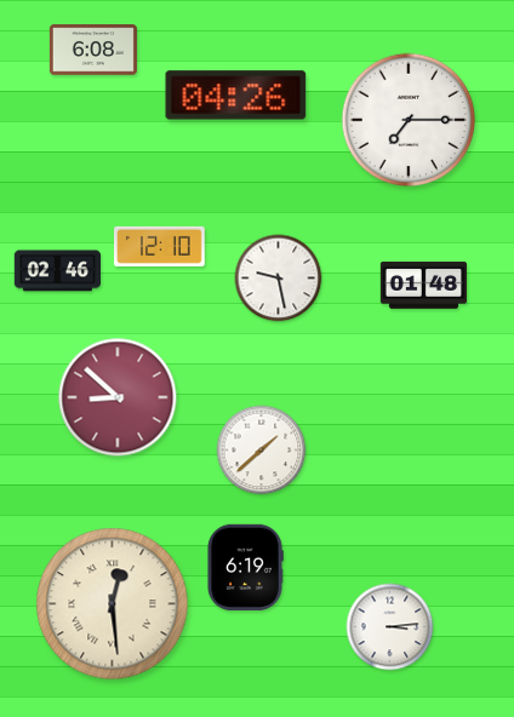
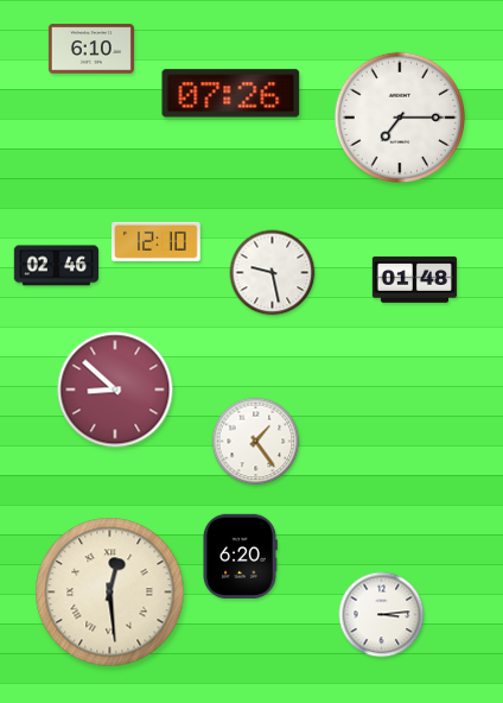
clock at (93, 50): 6:08 -> 6:10
clock at (236, 96): 04:26 -> 07:26
clock at (262, 451): 1:38 -> 1:24
clock at (245, 567): 6:19 -> 6:20
